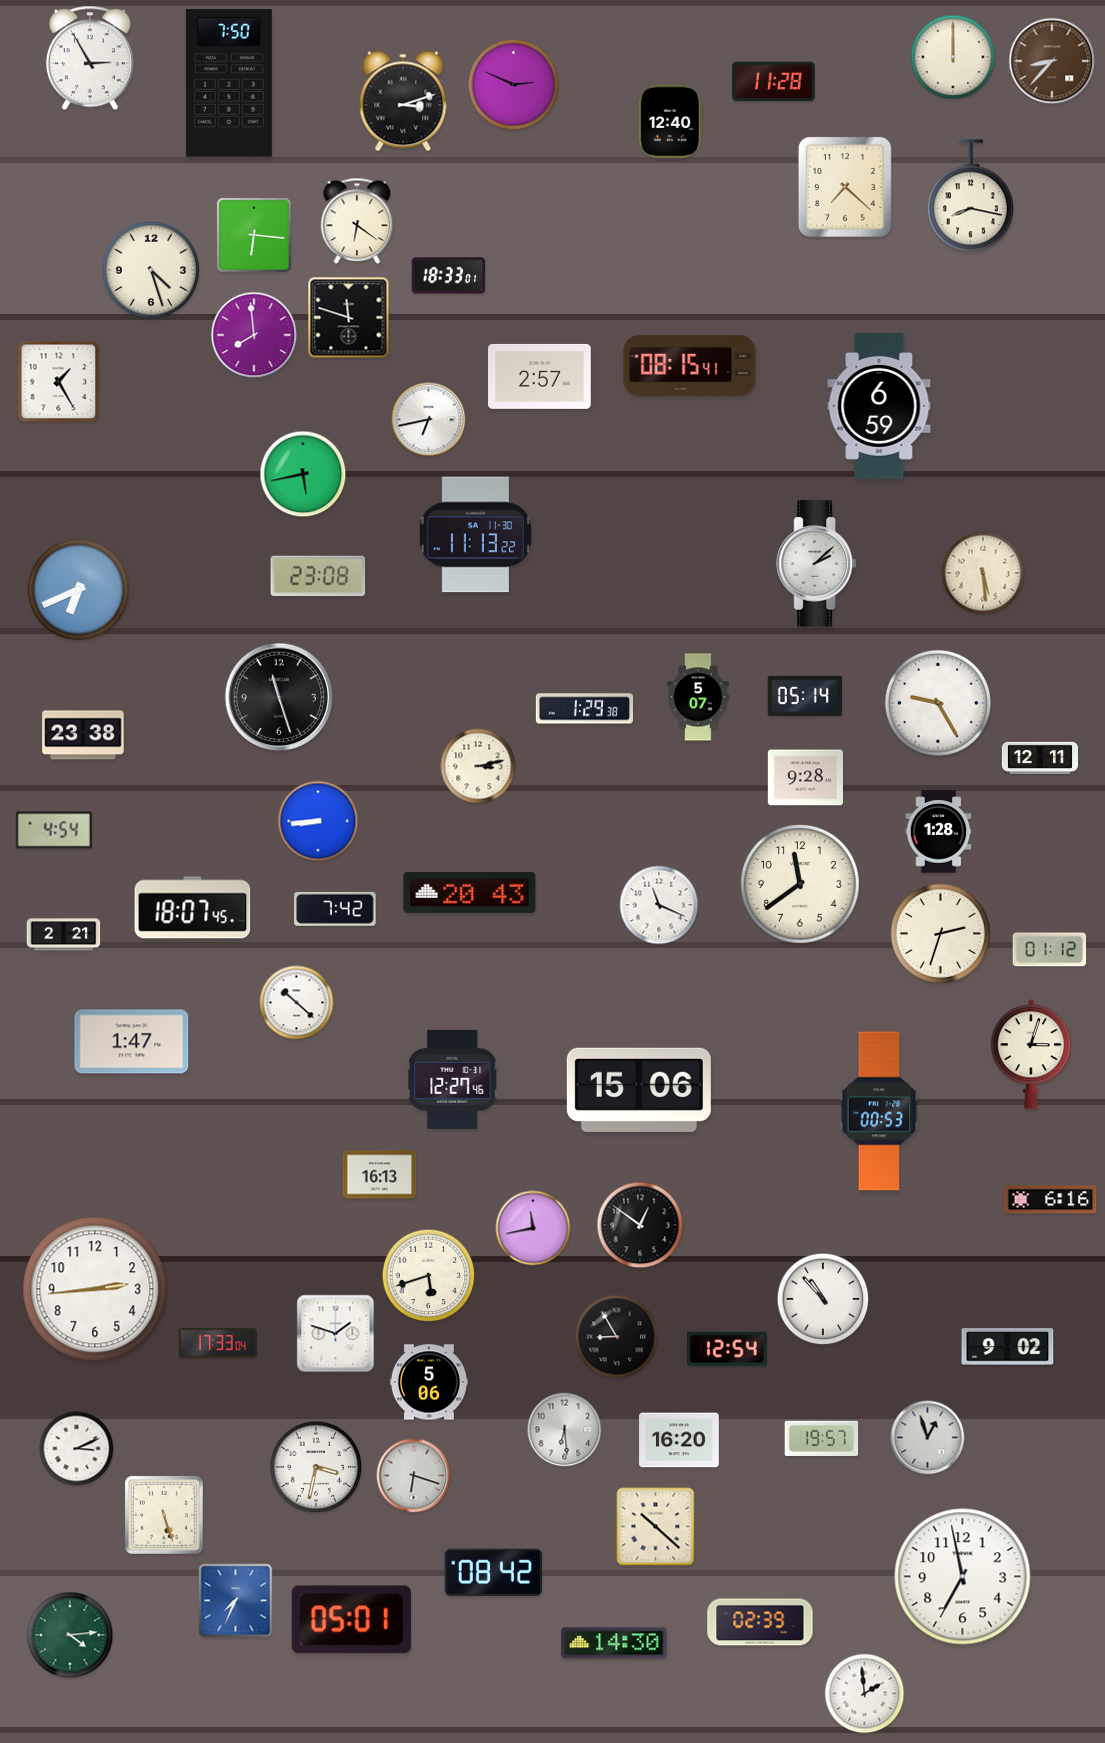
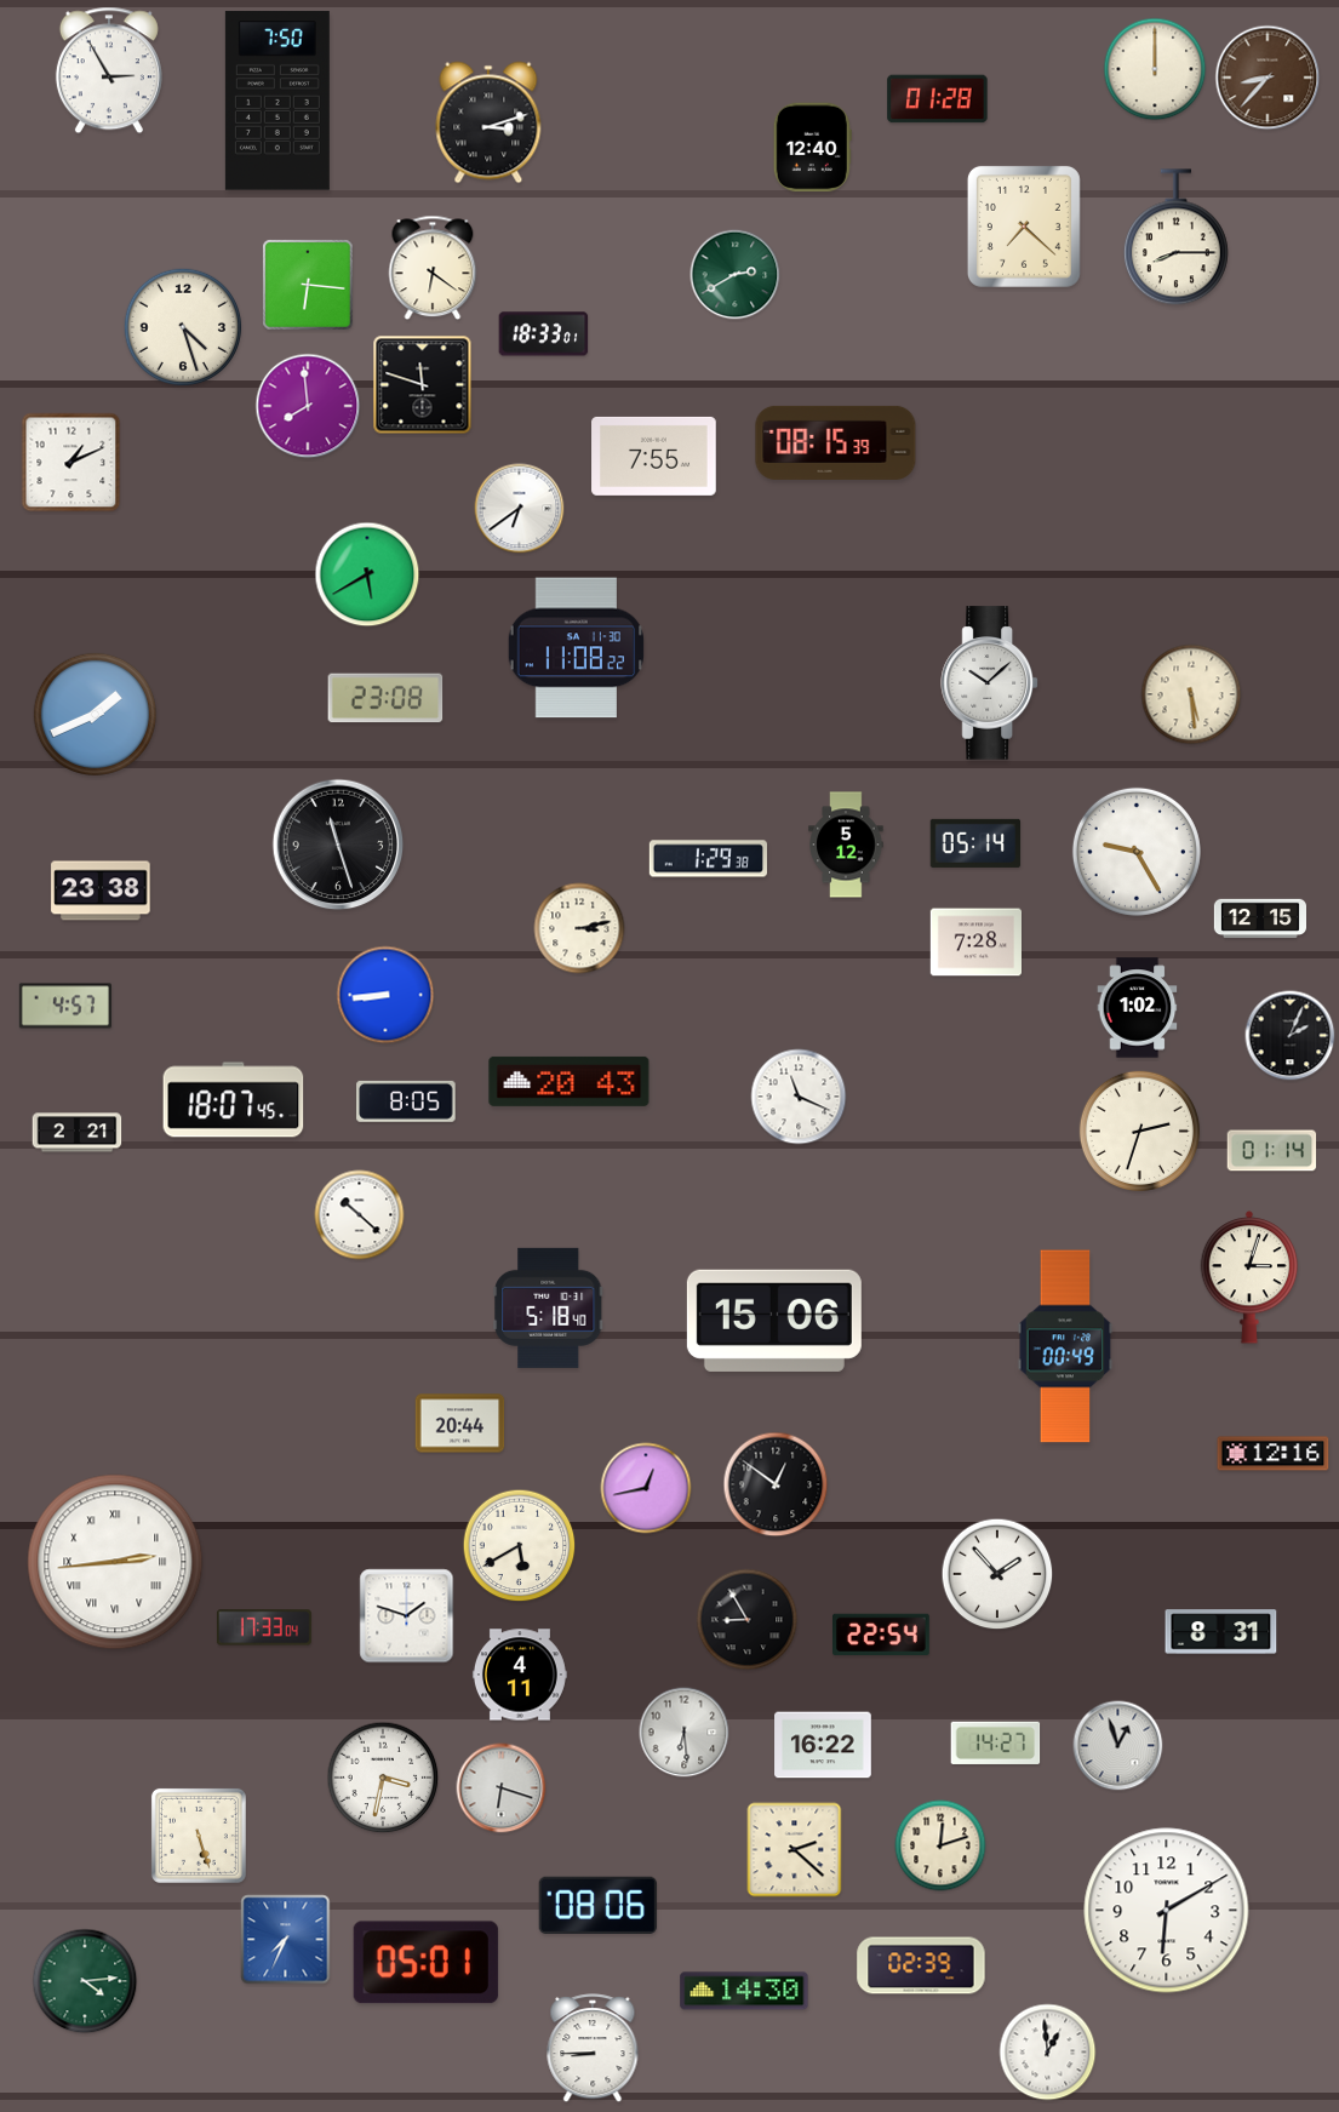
clock at (1052, 61) position: (1052, 61) -> (1268, 78)
clock at (774, 82): 11:28 -> 01:28
clock at (514, 85): 2:49 -> none
clock at (970, 196): 8:17 -> 8:15
clock at (736, 275): none -> 2:40
clock at (690, 365): 08:15:41 -> 08:15:39
clock at (540, 376): 2:57 -> 7:55
clock at (59, 382): 1:25 -> 1:11
clock at (879, 407): 6:59 -> none
clock at (429, 420): 6:43 -> 6:39
clock at (303, 474): 5:43 -> 5:40
clock at (476, 535): 11:13 -> 11:08
clock at (816, 564): 2:08 -> 10:08
clock at (78, 589): 6:41 -> 1:41
clock at (698, 697): 5:07 -> 5:12
clock at (1039, 758): 12:11 -> 12:15
clock at (805, 778): 9:28 -> 7:28
clock at (54, 830): 4:54 -> 4:57
clock at (939, 832): 1:28 -> 1:02
clock at (1291, 1036): none -> 2:04
clock at (800, 884): 11:39 -> none
clock at (335, 909): 7:42 -> 8:05
clock at (1050, 950): 01:12 -> 01:14
clock at (132, 1042): 1:47 -> none
clock at (453, 1079): 12:27 -> 5:18
clock at (879, 1111): 00:53 -> 00:49
clock at (380, 1175): 16:13 -> 20:44
clock at (1051, 1200): 6:16 -> 12:16
clock at (533, 1228): 11:43 -> 12:43
clock at (429, 1276): 5:42 -> 5:40
clock at (95, 1289) numerals: Arabic -> Roman
clock at (823, 1299): 10:53 -> 1:53
clock at (1008, 1347): 9:02 -> 8:31
clock at (728, 1348): 12:54 -> 22:54
clock at (429, 1382): 5:06 -> 4:11
clock at (822, 1438): 19:57 -> 14:27
clock at (928, 1438) position: (928, 1438) -> (1118, 1746)
clock at (679, 1440): 16:20 -> 16:22
clock at (77, 1449): 3:11 -> none
clock at (940, 1845): none -> 12:12
clock at (656, 1527): 10:22 -> 2:22
clock at (493, 1572): 08:42 -> 08:06
clock at (963, 1577): 6:58 -> 6:10
clock at (593, 2049): none -> 8:45
clock at (865, 1694): 1:59 -> 12:59
